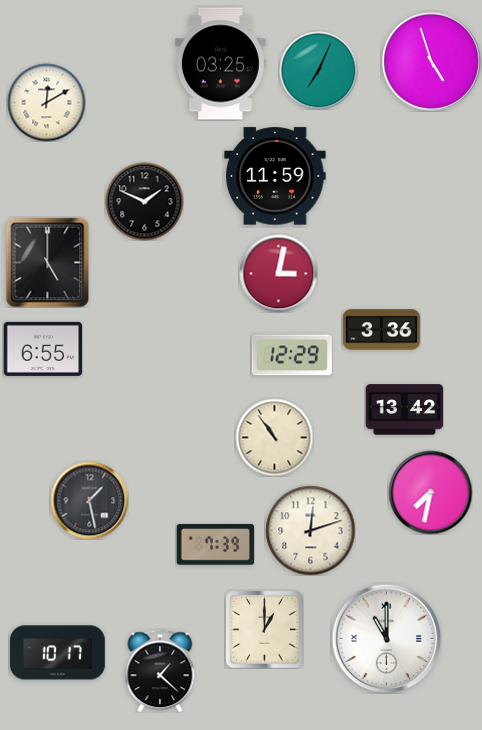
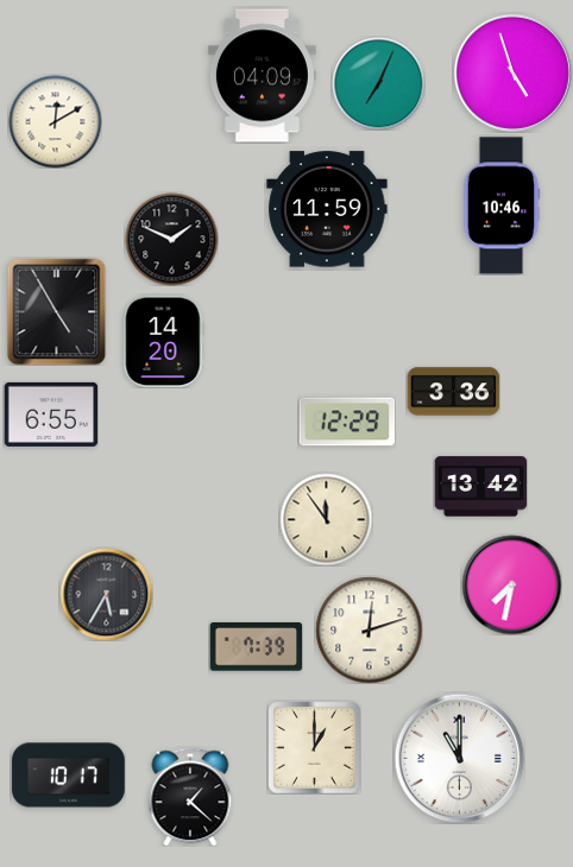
clock at (220, 64): 03:25 -> 04:09
clock at (502, 205): none -> 10:46
clock at (48, 262): 5:00 -> 4:55
clock at (278, 273): 3:02 -> none
clock at (164, 341): none -> 14:20
clock at (274, 437): 10:54 -> 11:54
clock at (89, 500): 1:28 -> 5:35
